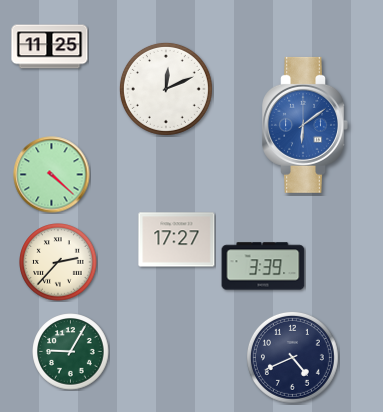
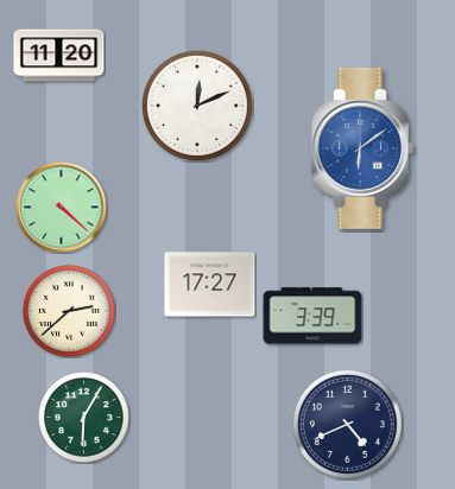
clock at (50, 47): 11:25 -> 11:20
clock at (58, 262): 2:37 -> 2:38
clock at (71, 352): 9:05 -> 6:05
